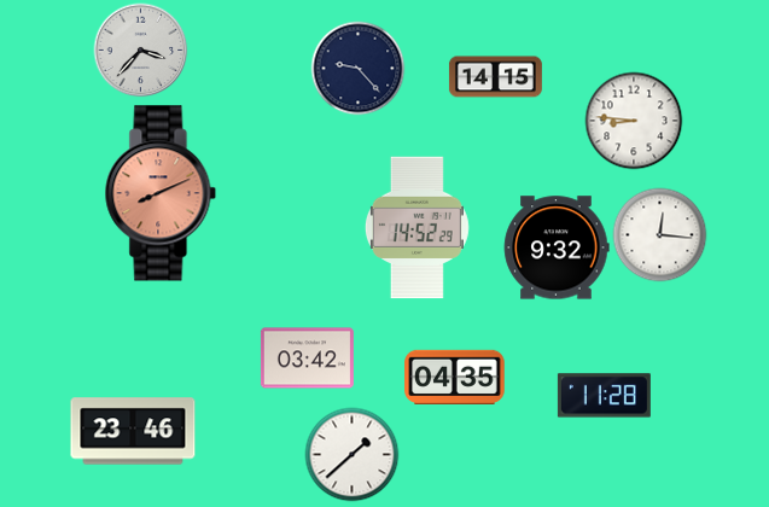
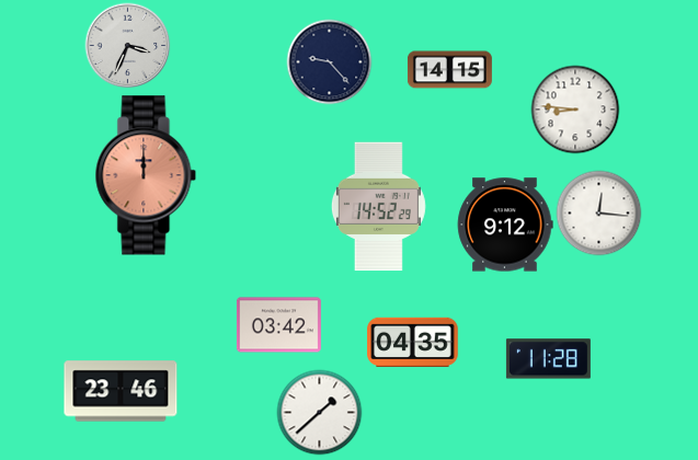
clock at (140, 49): 3:37 -> 3:34
clock at (357, 68) position: (357, 68) -> (329, 61)
clock at (161, 193): 8:11 -> 12:00
clock at (557, 247): 9:32 -> 9:12
